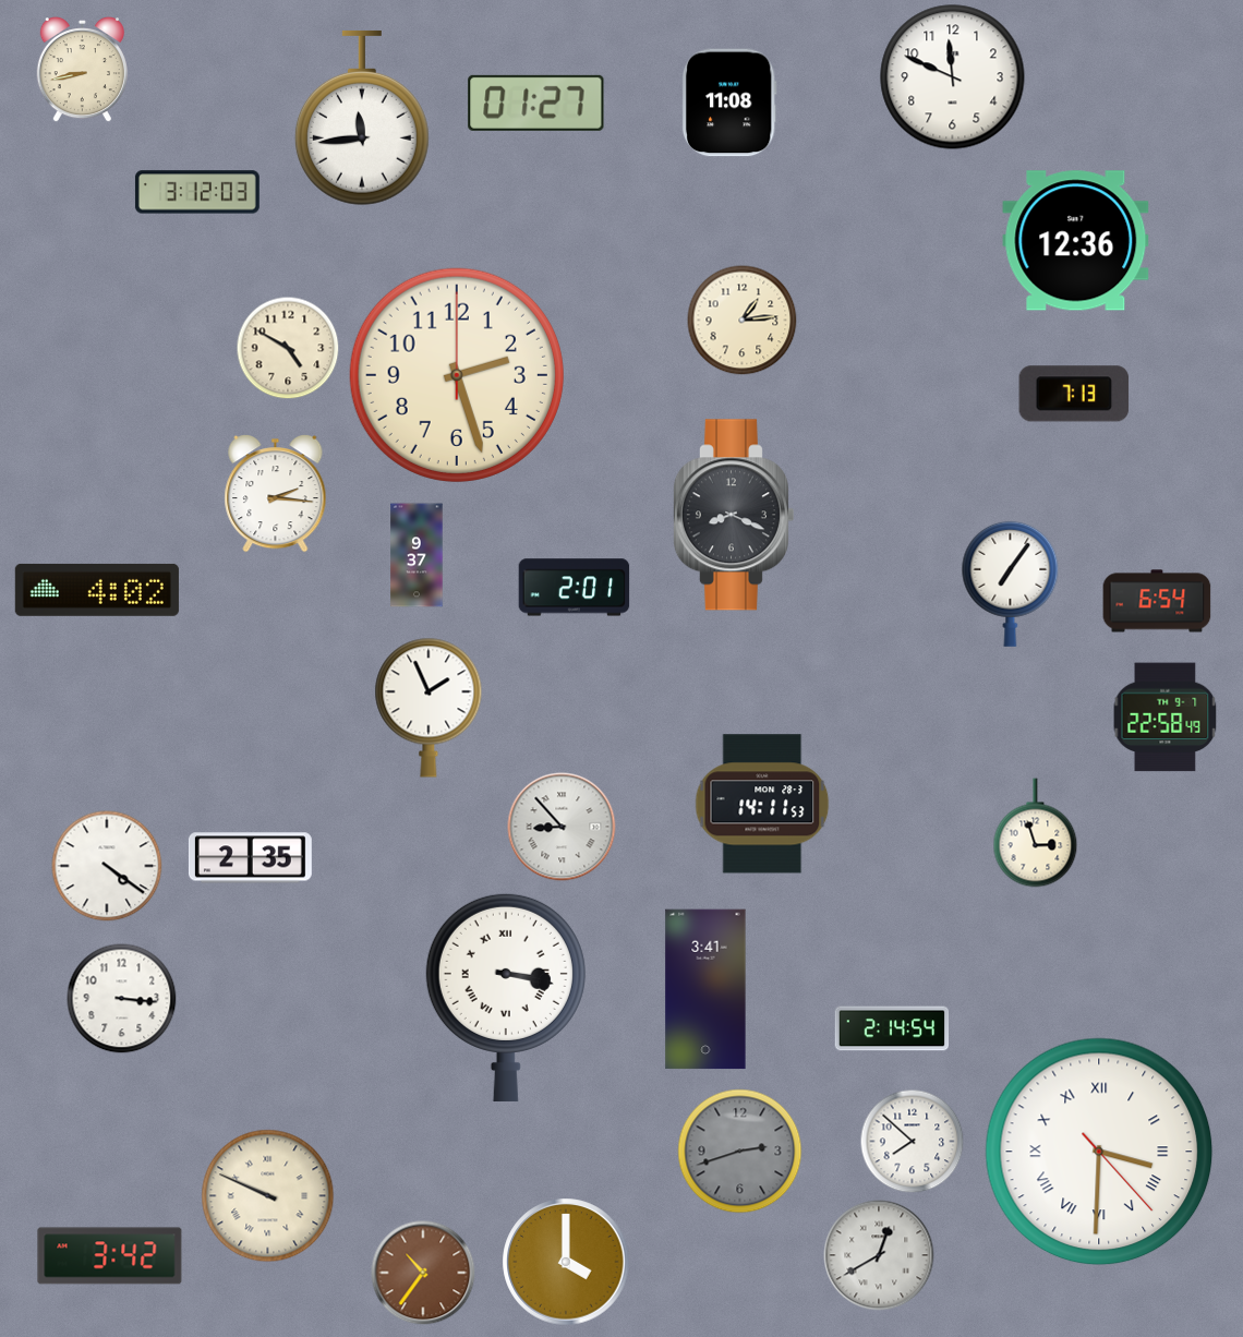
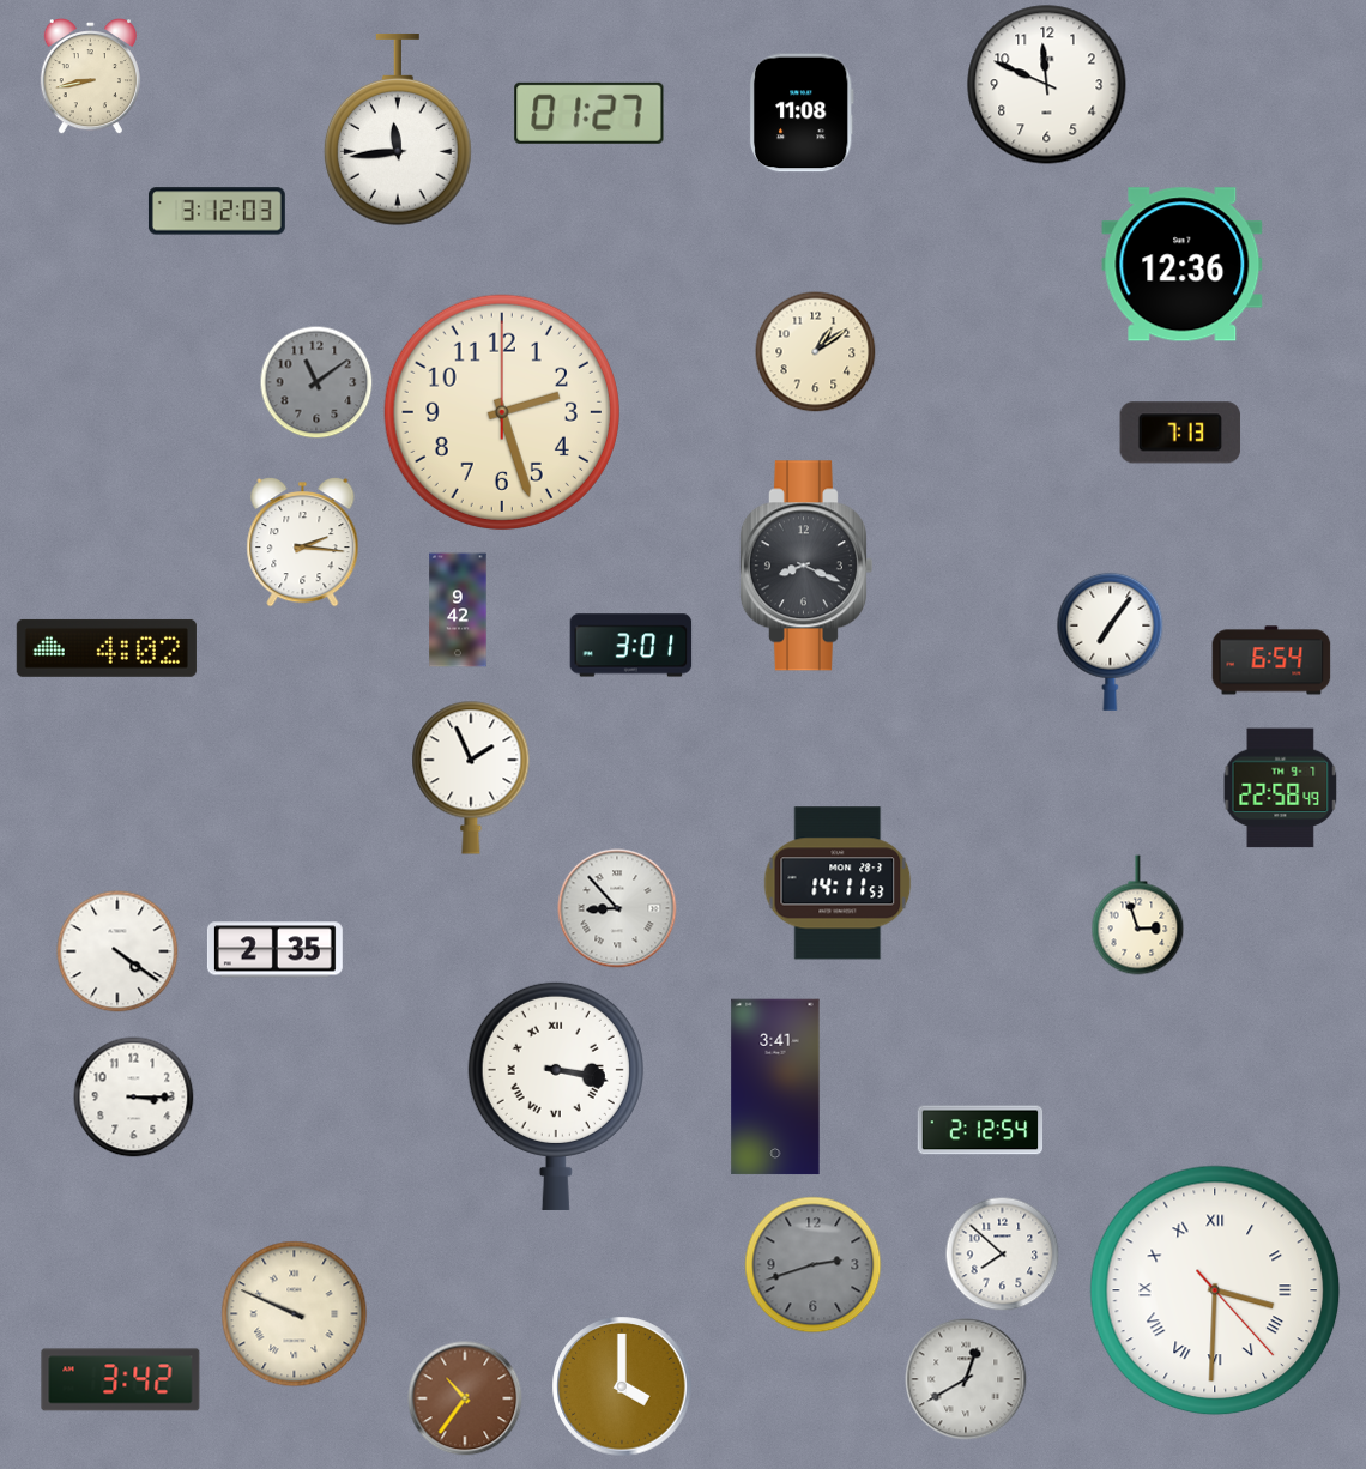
clock at (743, 321): 1:14 -> 1:09
clock at (288, 348): 4:50 -> 11:09
clock at (288, 348) dial: cream -> grey
clock at (417, 555): 9:37 -> 9:42
clock at (575, 588): 2:01 -> 3:01
clock at (250, 858) position: (250, 858) -> (274, 950)
clock at (122, 999): 3:16 -> 3:15
clock at (892, 1028): 2:14 -> 2:12
clock at (1099, 1152) position: (1099, 1152) -> (1215, 1290)
